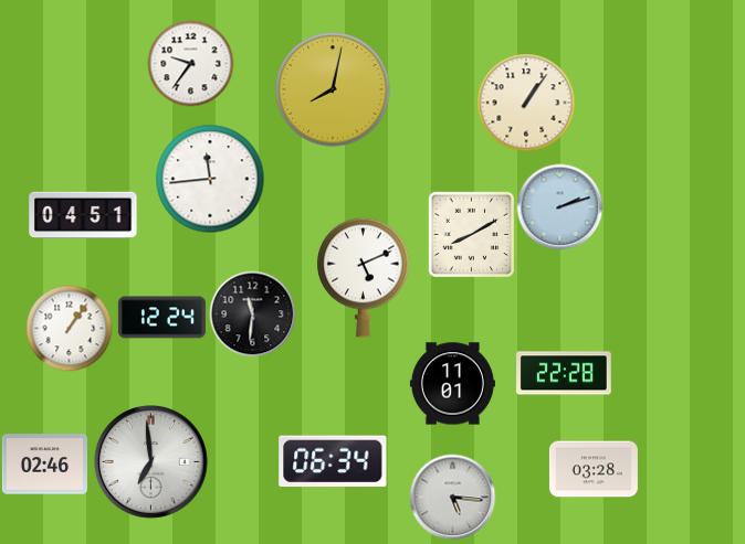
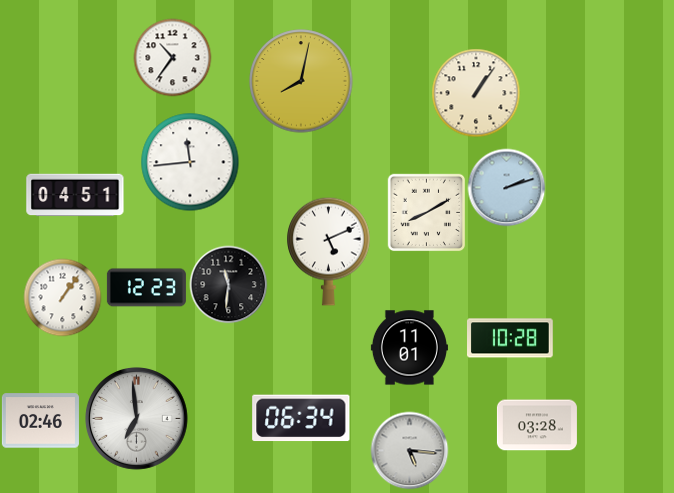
clock at (190, 63): 9:36 -> 10:36
clock at (161, 318): 12:24 -> 12:23
clock at (565, 373): 22:28 -> 10:28
